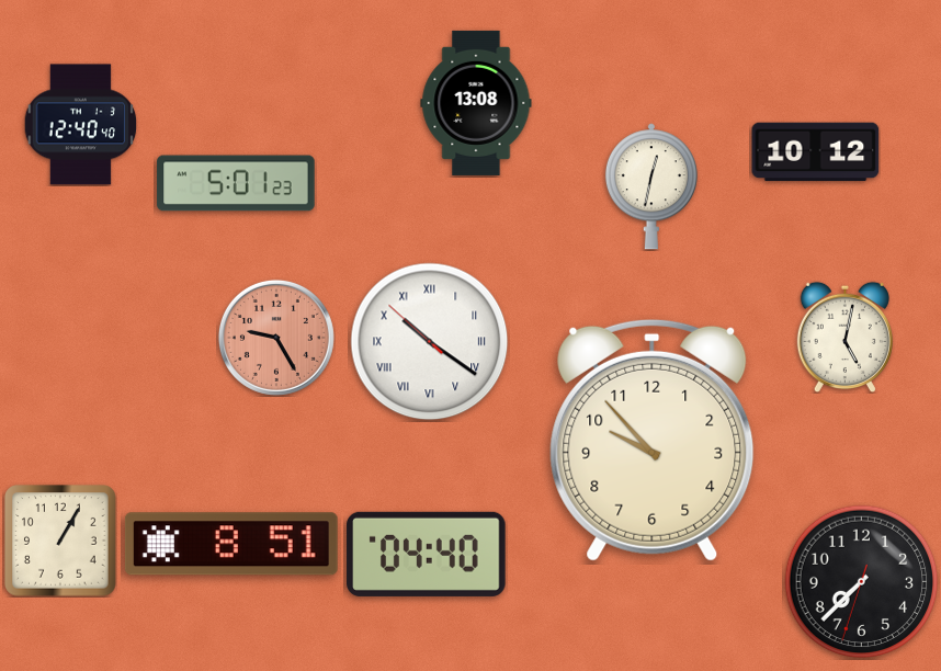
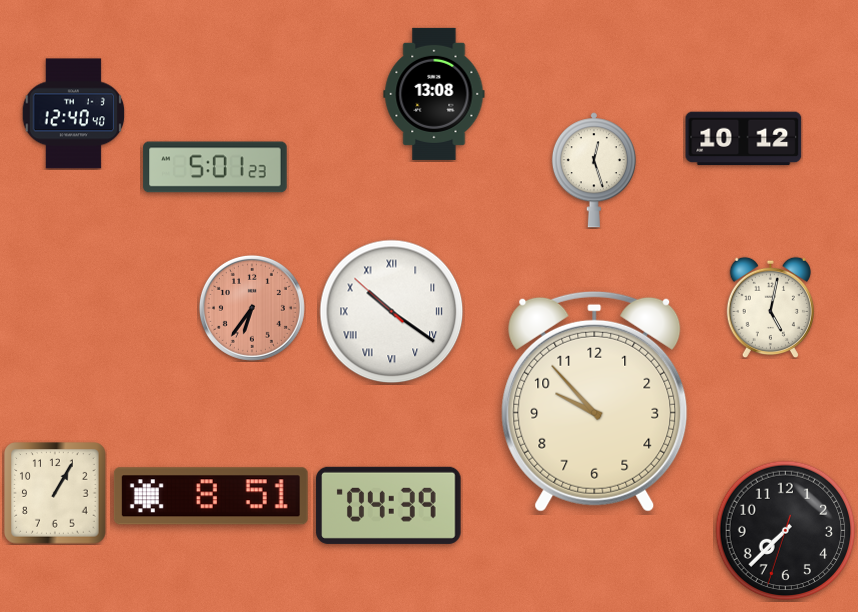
clock at (651, 186): 12:32 -> 12:27
clock at (276, 338): 9:25 -> 6:36
clock at (427, 554): 04:40 -> 04:39
